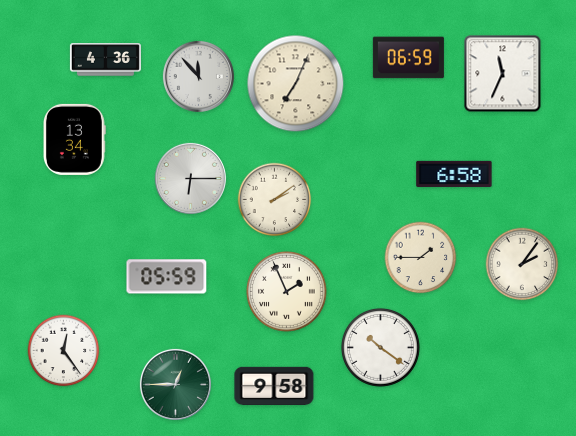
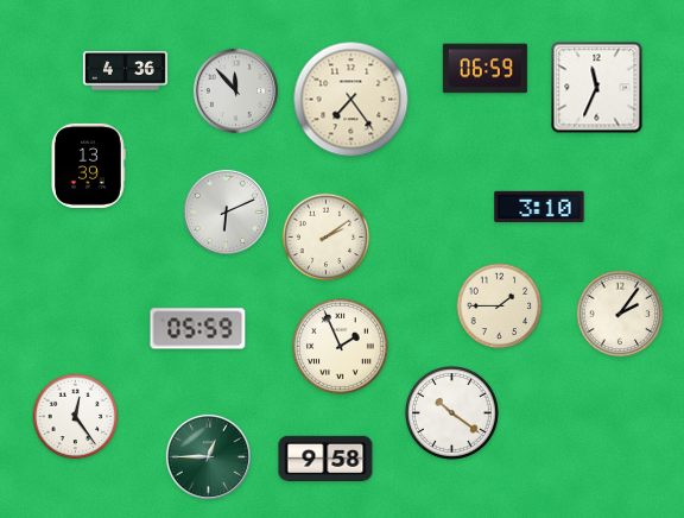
clock at (296, 84): 7:04 -> 7:24
clock at (75, 139): 13:34 -> 13:39
clock at (454, 174): 6:58 -> 3:10
clock at (190, 178): 6:15 -> 6:11
